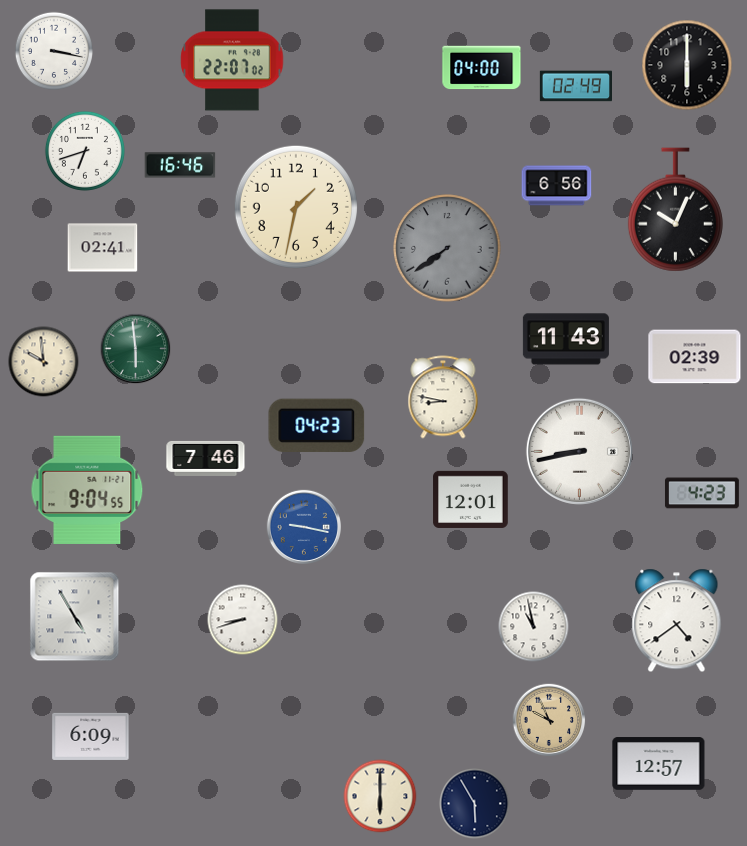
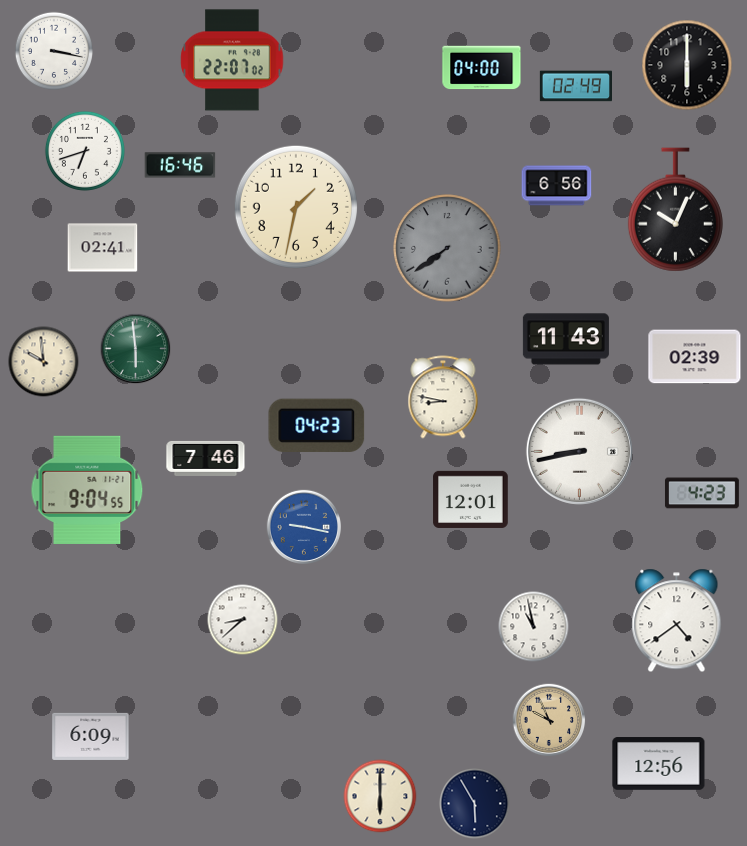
clock at (75, 617): 4:55 -> none
clock at (243, 620): 8:42 -> 8:38
clock at (659, 764): 12:57 -> 12:56
